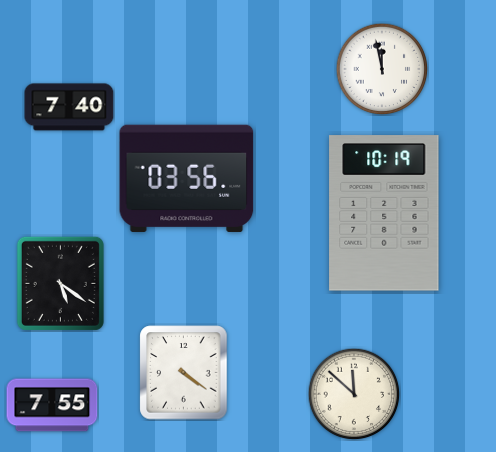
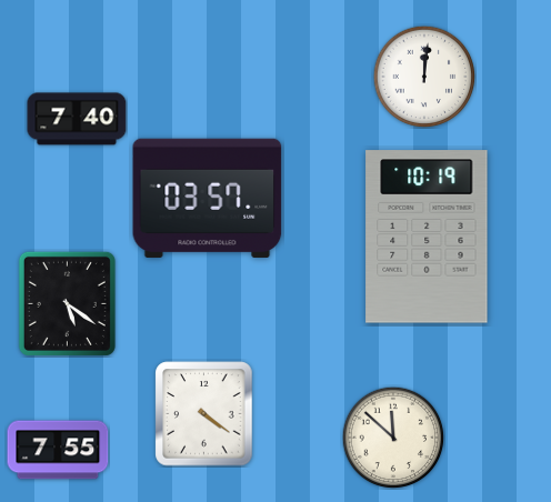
clock at (382, 69): 11:58 -> 12:01
clock at (187, 178): 03:56 -> 03:57
clock at (60, 283) position: (60, 283) -> (67, 303)
